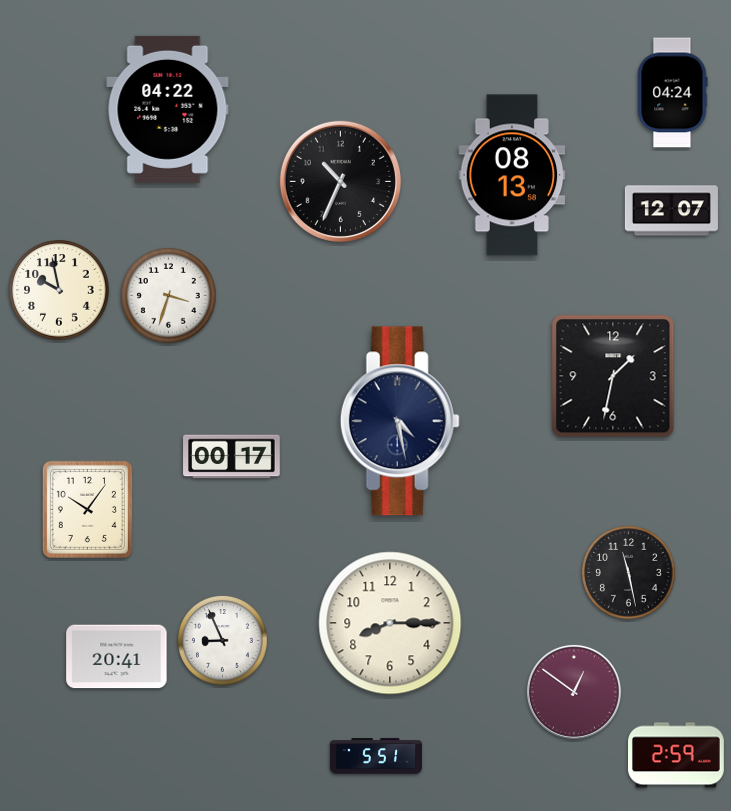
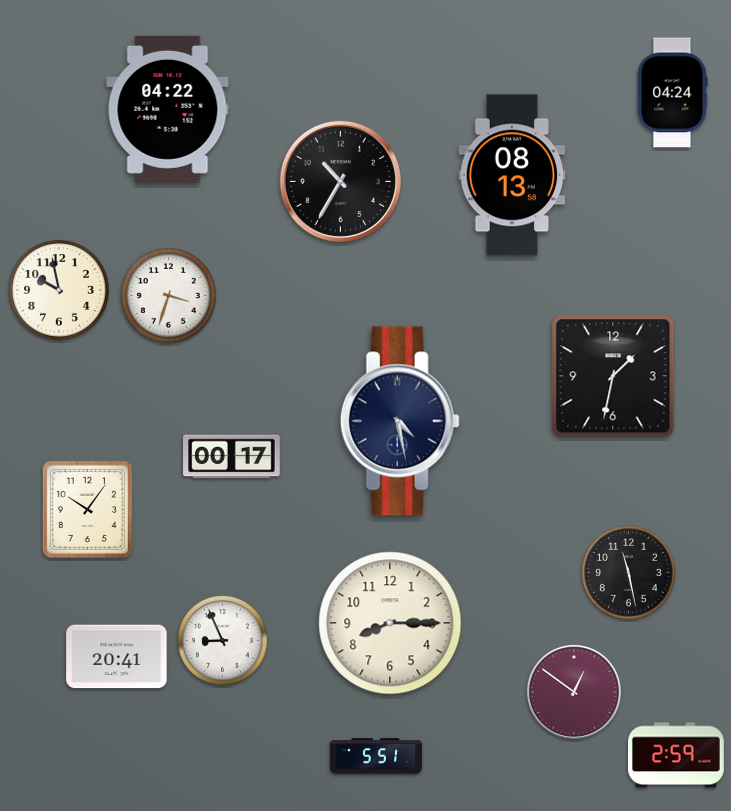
clock at (340, 181): 10:34 -> 10:35
clock at (671, 211): 12:07 -> none
